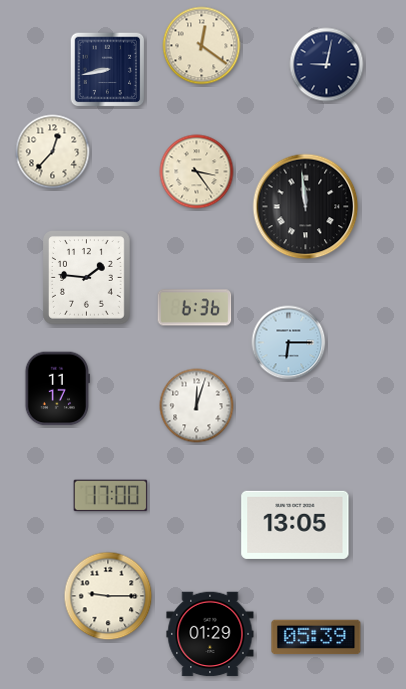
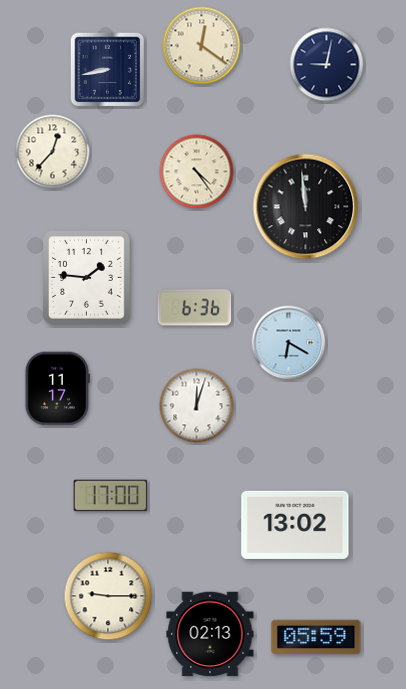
clock at (197, 172): 3:24 -> 4:24
clock at (289, 343): 6:15 -> 6:20
clock at (295, 525): 13:05 -> 13:02
clock at (210, 634): 01:29 -> 02:13
clock at (316, 637): 05:39 -> 05:59
